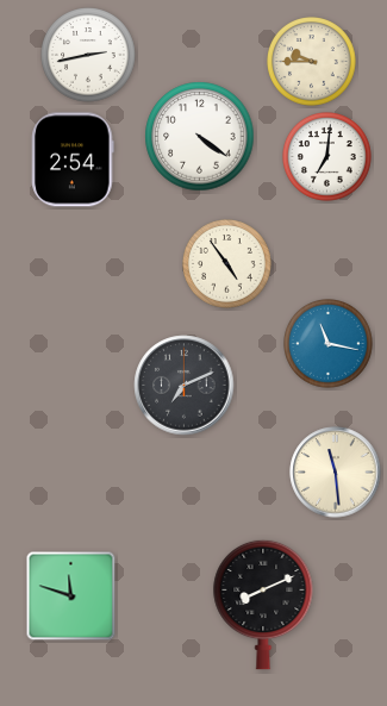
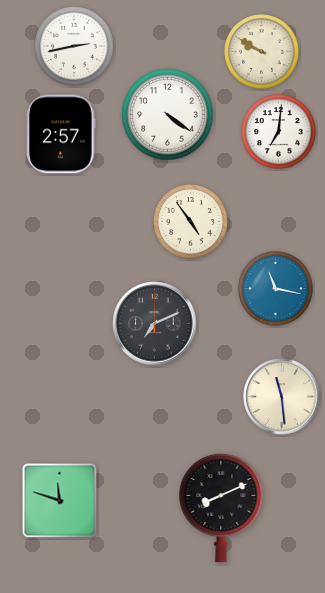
clock at (312, 62): 9:45 -> 9:50
clock at (327, 157) position: (327, 157) -> (279, 132)
clock at (73, 160): 2:54 -> 2:57
